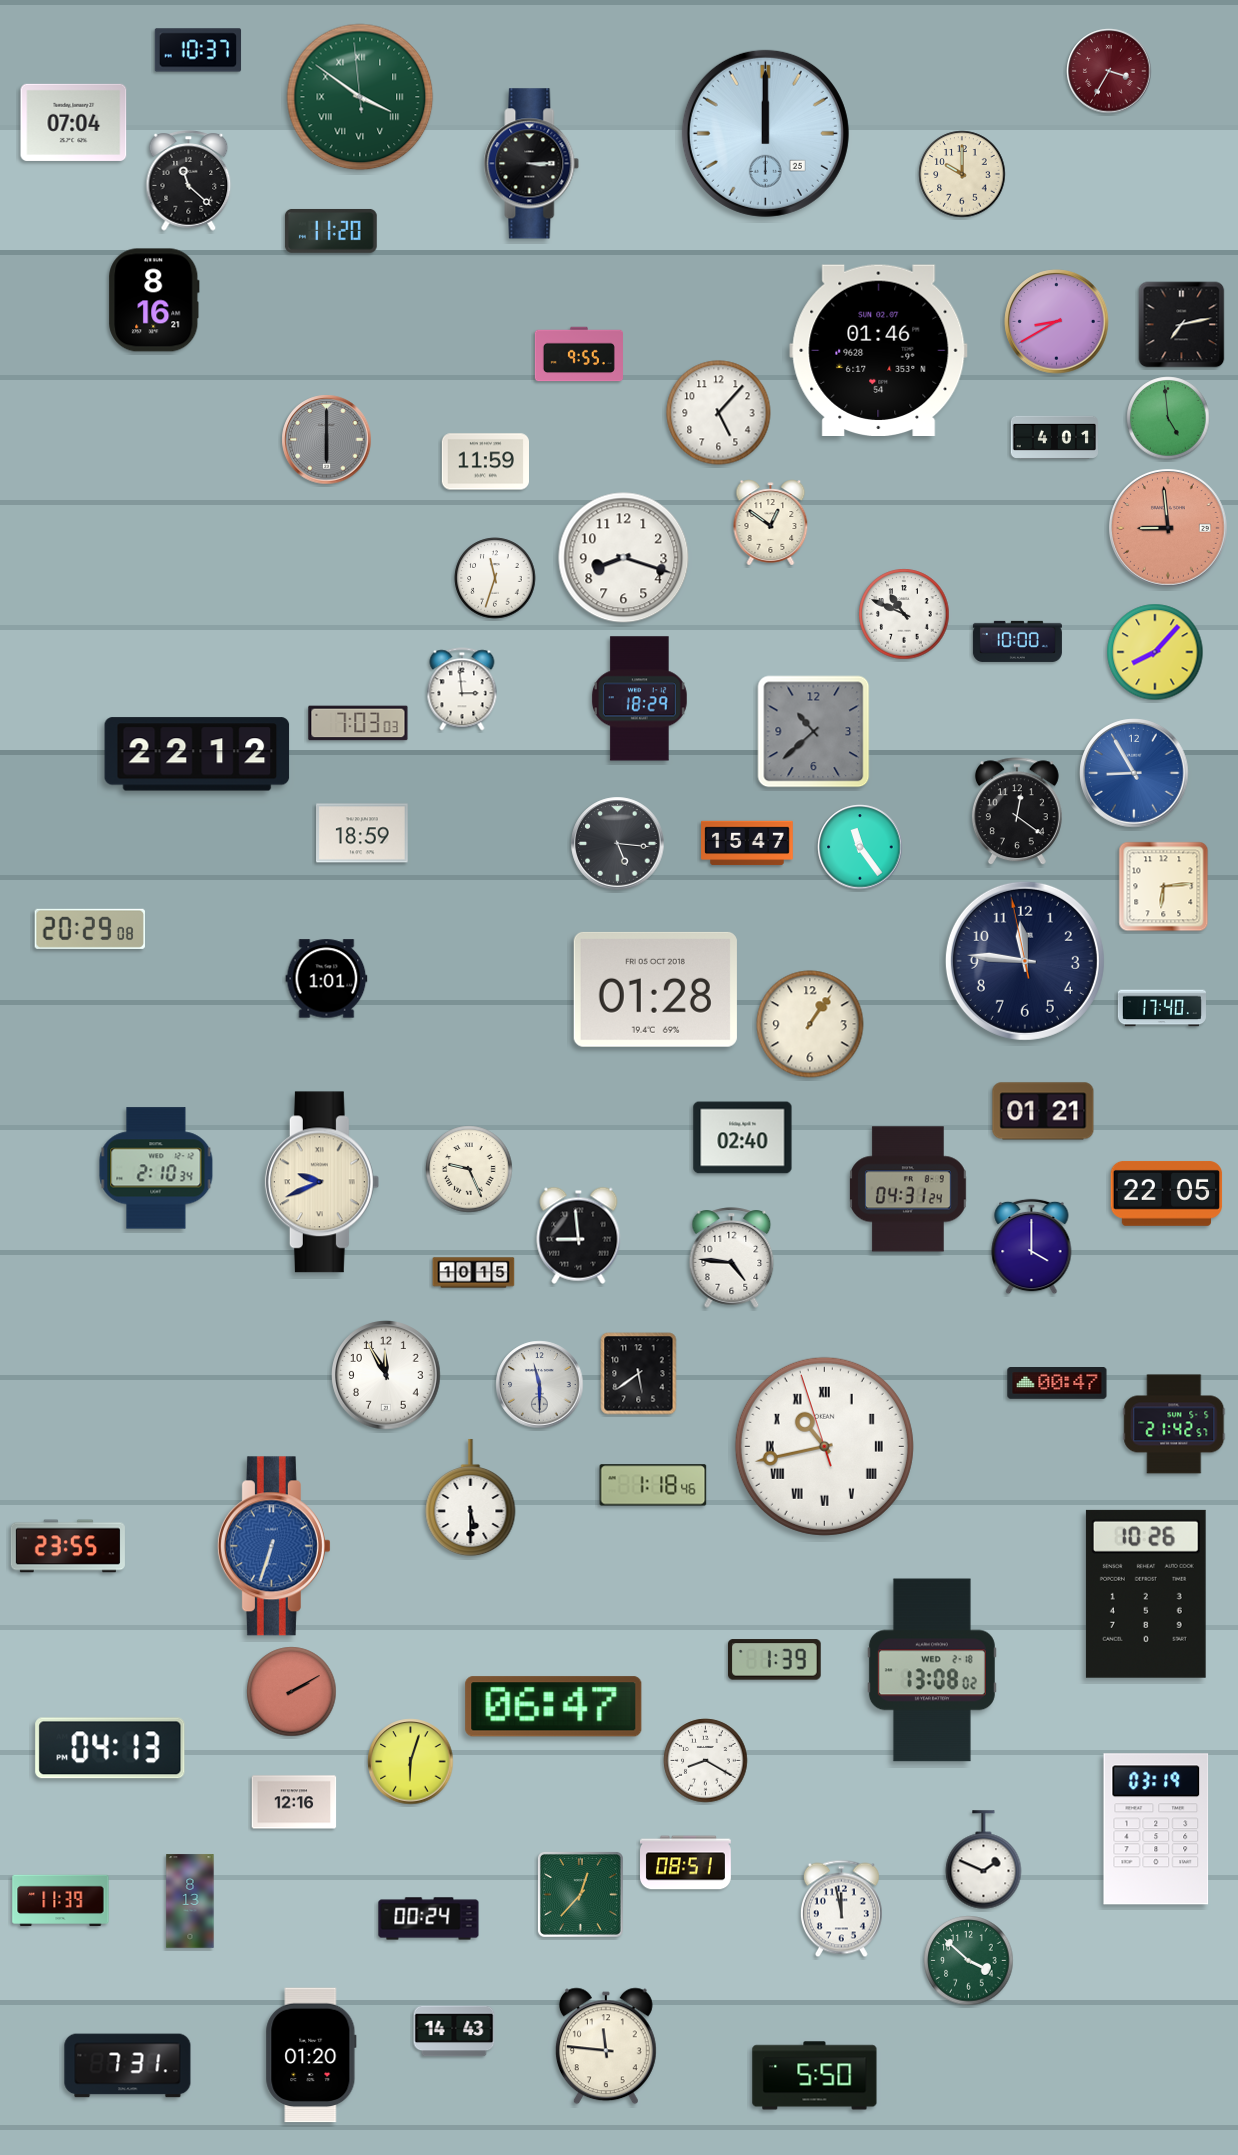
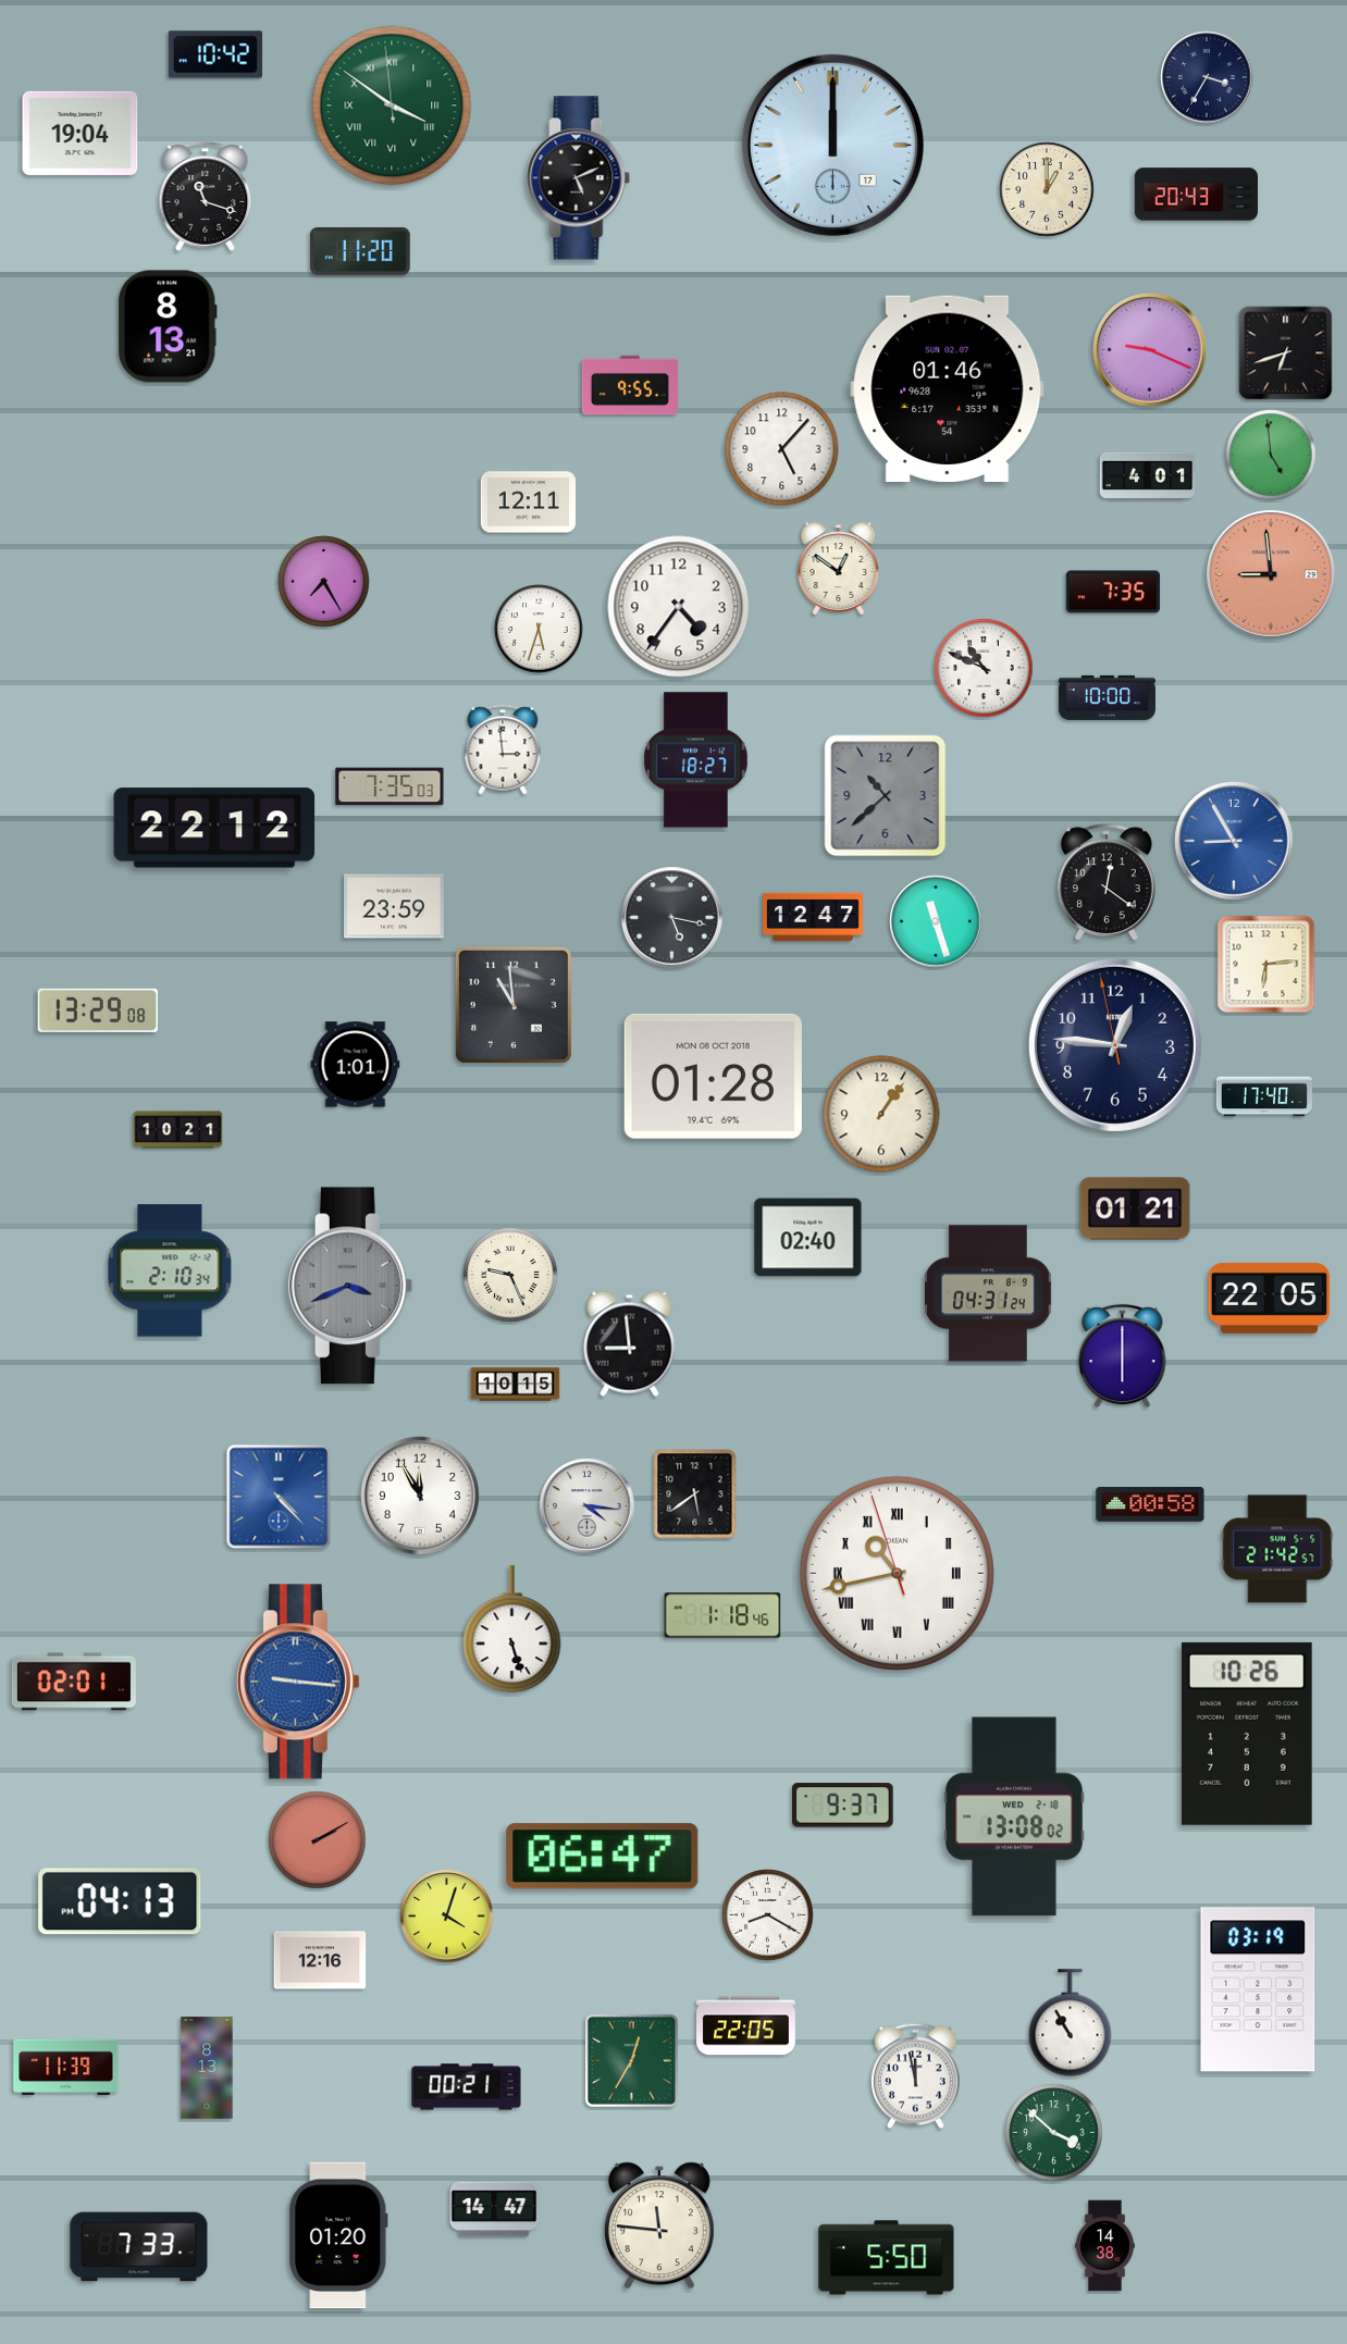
clock at (198, 50): 10:37 -> 10:42
clock at (1109, 71) dial: burgundy -> navy
clock at (74, 122): 07:04 -> 19:04
clock at (765, 133) date: 25 -> 17
clock at (532, 164): 3:15 -> 5:11
clock at (962, 174): 10:00 -> 1:00
clock at (1196, 195): none -> 20:43
clock at (189, 181): 11:22 -> 11:18
clock at (154, 300): 8:16 -> 8:13
clock at (1057, 322): 8:40 -> 9:19
clock at (1182, 325): 7:13 -> 6:42
clock at (879, 350) position: (879, 350) -> (948, 388)
clock at (327, 440): 6:00 -> none
clock at (485, 462): 11:59 -> 12:11
clock at (324, 582): none -> 7:25
clock at (1113, 592): none -> 7:35
clock at (624, 558): 8:18 -> 4:36
clock at (495, 578): 11:33 -> 5:33
clock at (1155, 652): 8:07 -> none
clock at (639, 699): 18:29 -> 18:27
clock at (358, 723): 7:03 -> 7:35
clock at (197, 754) position: (197, 754) -> (214, 828)
clock at (363, 833): 18:59 -> 23:59
clock at (747, 843): 15:47 -> 12:47
clock at (618, 844): 5:16 -> 5:17
clock at (860, 847): 11:24 -> 11:27
clock at (514, 1005): none -> 10:59
clock at (89, 929): 20:29 -> 13:29
clock at (1025, 961): 11:45 -> 12:45
clock at (655, 989) date: FRI 05 OCT 2018 -> MON 08 OCT 2018
clock at (178, 1130): none -> 10:21
clock at (469, 1169) position: (469, 1169) -> (510, 1275)
clock at (322, 1182): 9:41 -> 3:41
clock at (322, 1182) dial: cream -> grey
clock at (1032, 1247): 4:00 -> 6:00
clock at (732, 1258): 4:46 -> none
clock at (279, 1497): none -> 4:23
clock at (1057, 1383): 00:47 -> 00:58
clock at (540, 1385): 11:30 -> 4:16
clock at (653, 1485) position: (653, 1485) -> (722, 1615)
clock at (471, 1498): 5:30 -> 5:27
clock at (68, 1546): 23:55 -> 02:01
clock at (274, 1546): 6:33 -> 9:16
clock at (775, 1660): 1:39 -> 9:37
clock at (411, 1762): 6:03 -> 4:03
clock at (984, 1860): 1:49 -> 10:55
clock at (686, 1863): 08:51 -> 22:05
clock at (580, 1894): 12:37 -> 12:35
clock at (429, 1919): 00:24 -> 00:21
clock at (454, 2031): 14:43 -> 14:47
clock at (1105, 2246): none -> 14:38
clock at (128, 2066): 7:31 -> 7:33
